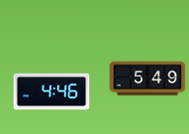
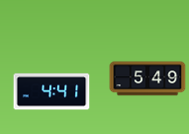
clock at (52, 92): 4:46 -> 4:41
